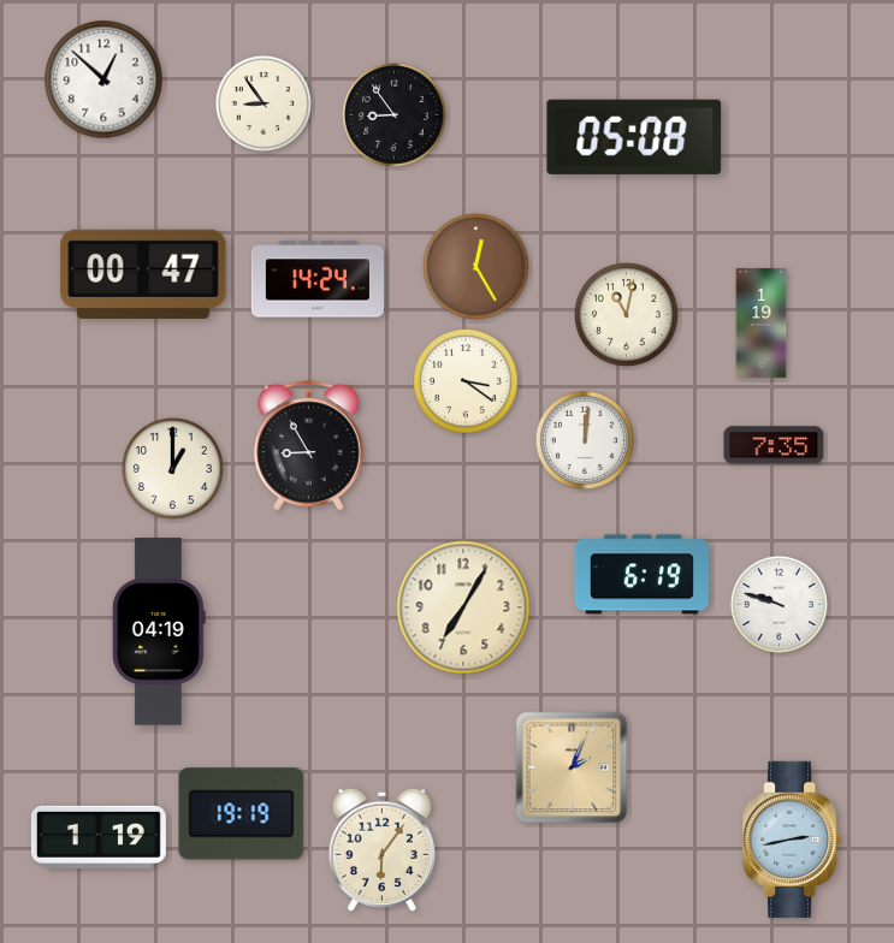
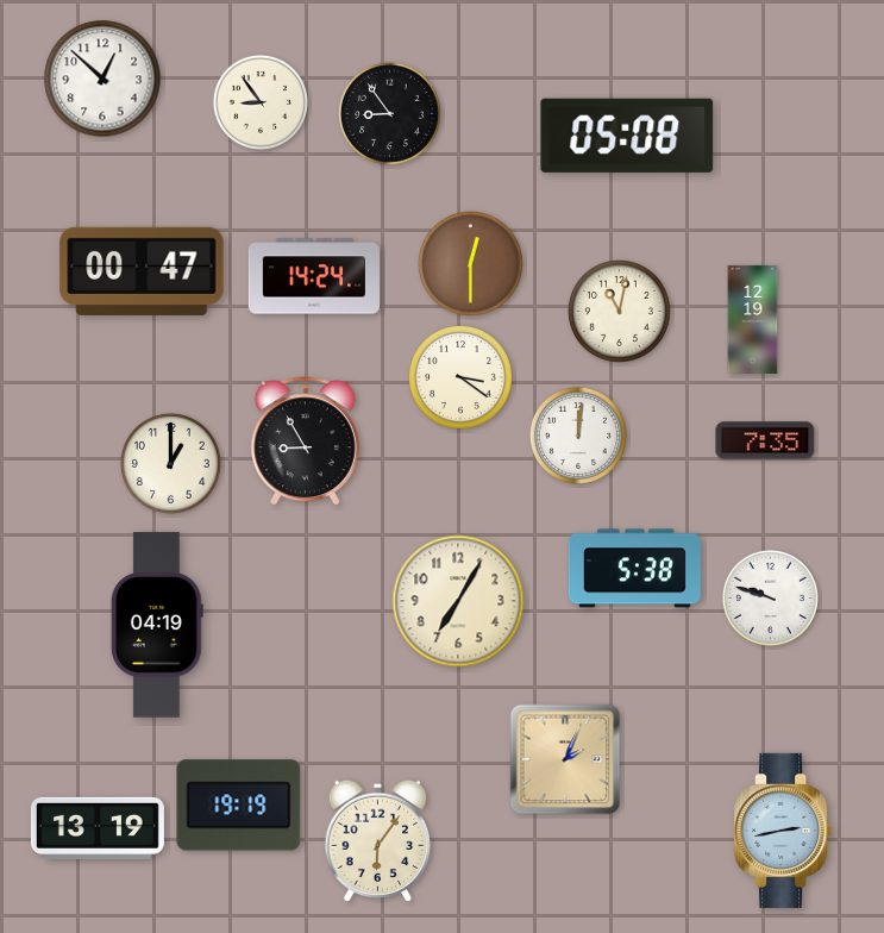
clock at (476, 267): 12:25 -> 12:30
clock at (762, 322): 1:19 -> 12:19
clock at (641, 575): 6:19 -> 5:38
clock at (99, 837): 1:19 -> 13:19
